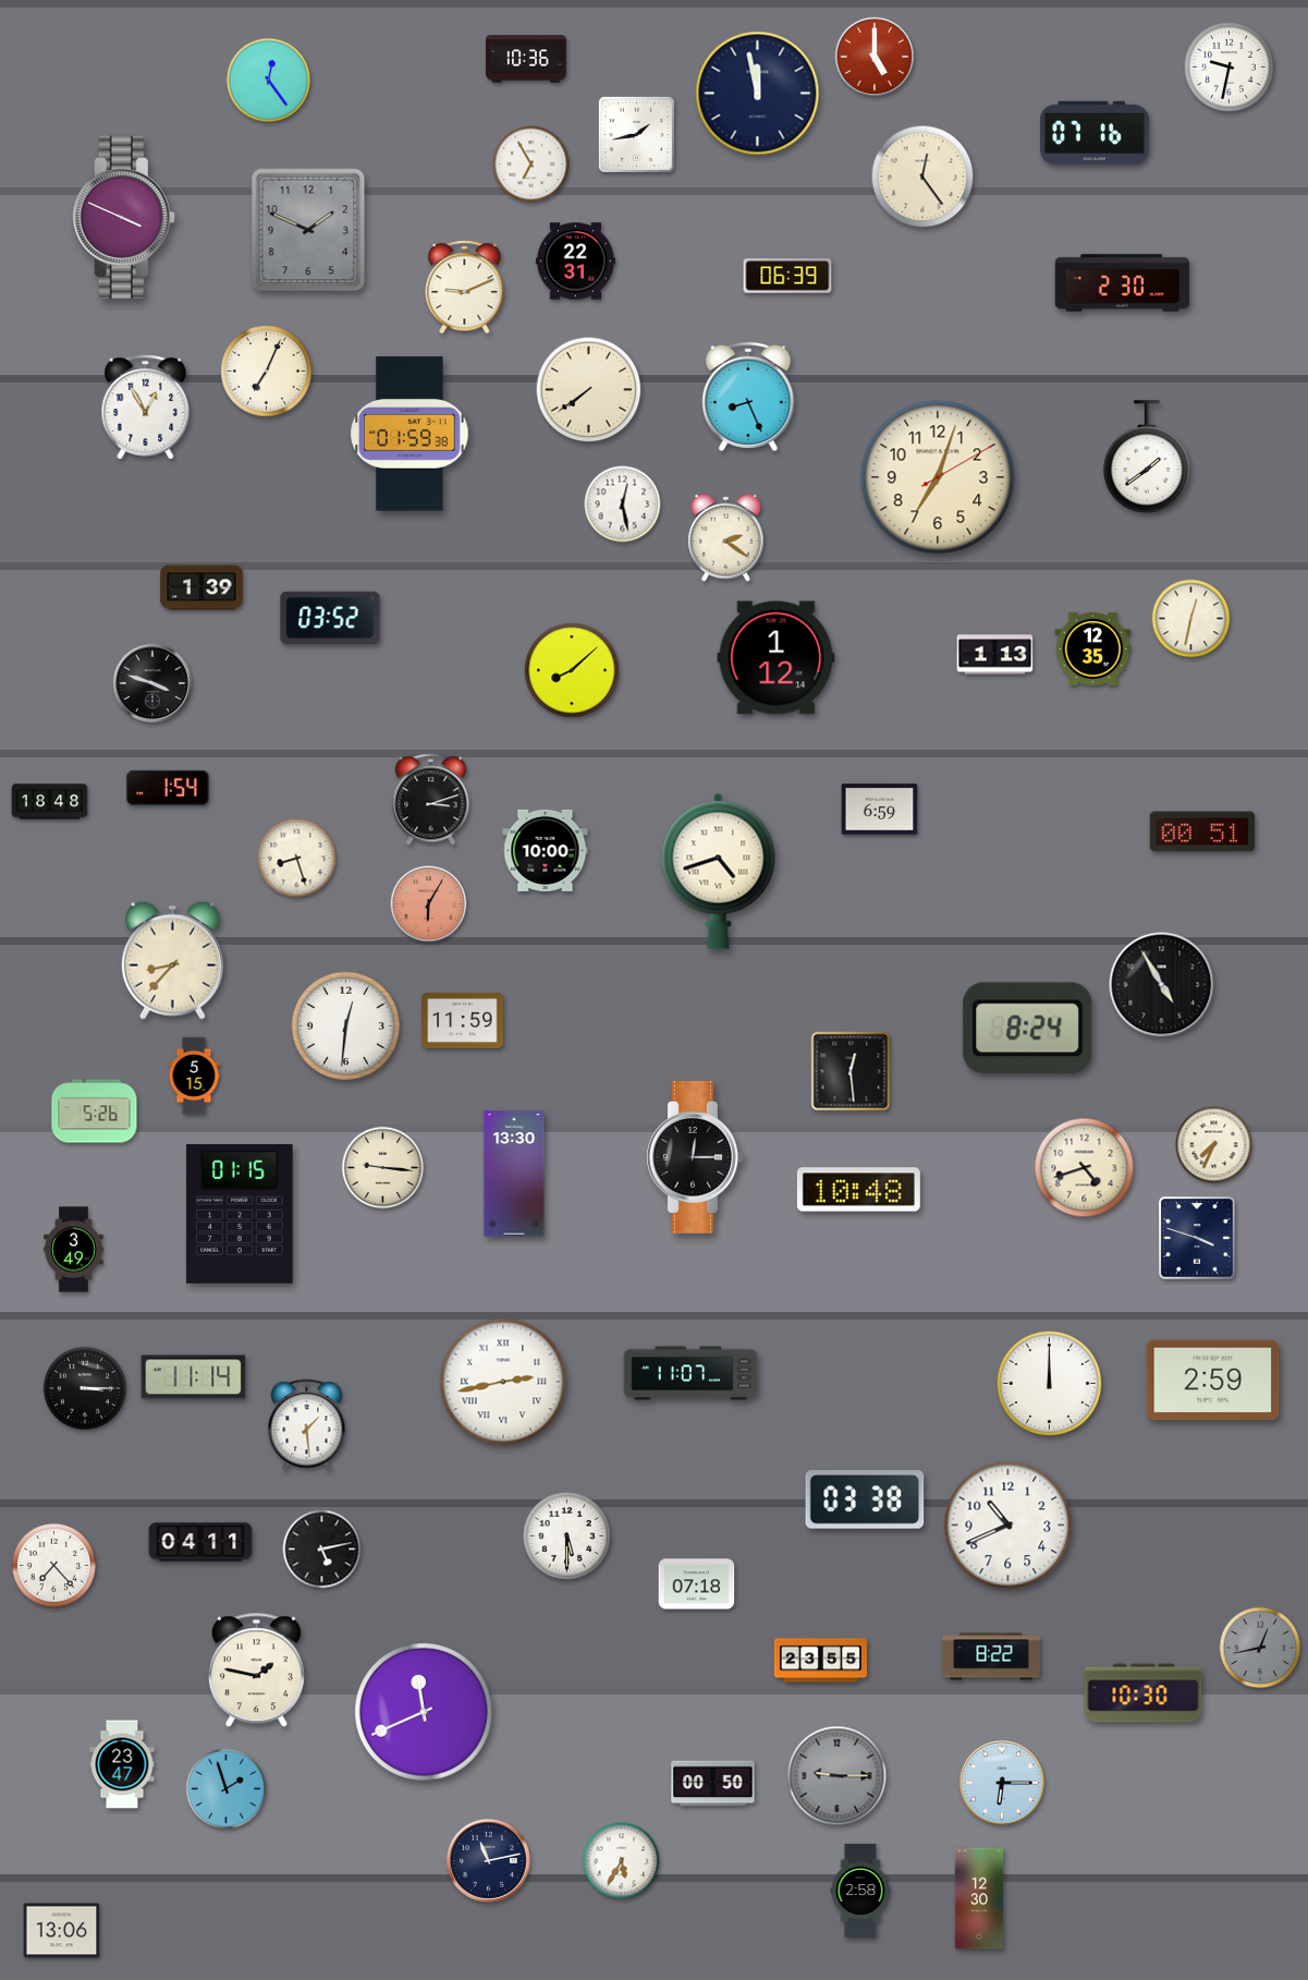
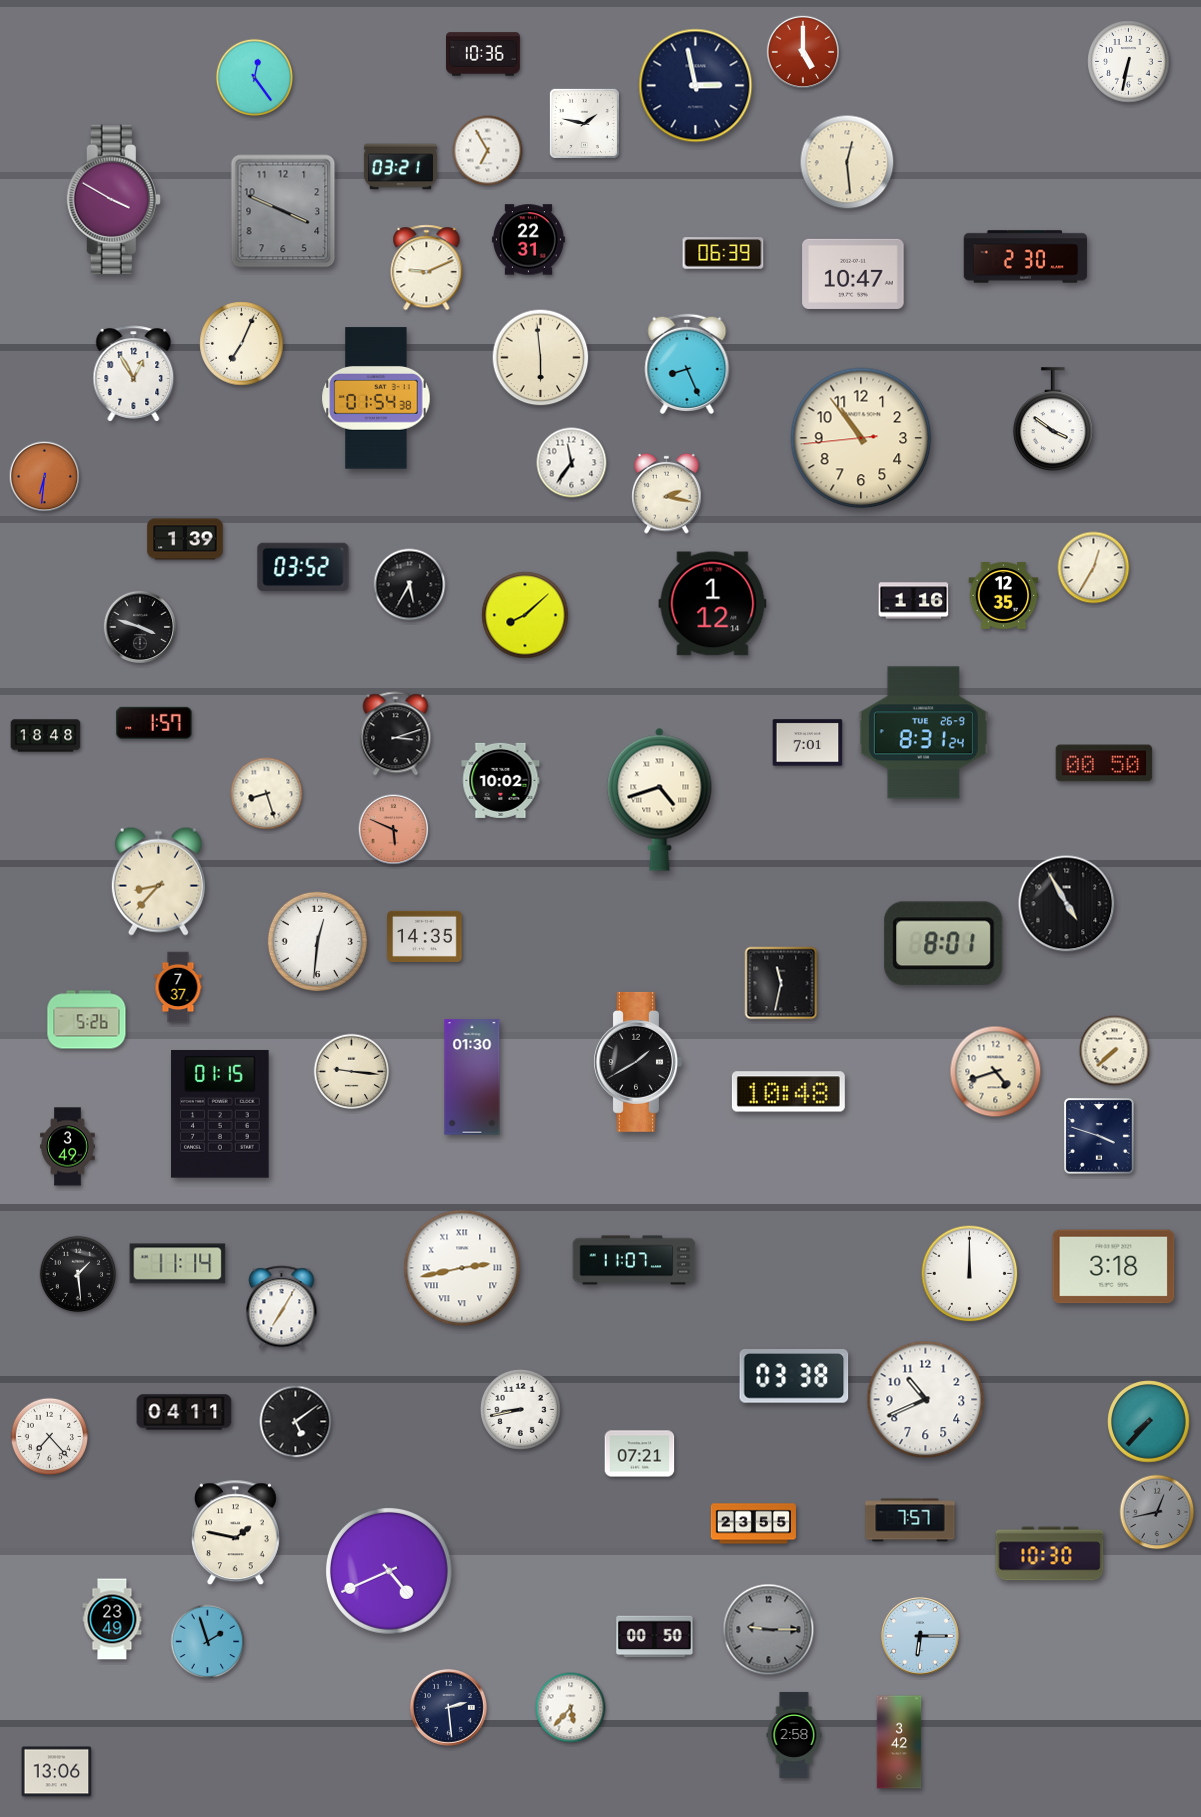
clock at (1230, 68): 9:32 -> 6:32
clock at (268, 80) position: (268, 80) -> (254, 77)
clock at (758, 94): 11:58 -> 2:58
clock at (1095, 133): 07:16 -> none
clock at (636, 134): 1:43 -> 1:47
clock at (922, 177): 12:24 -> 12:29
clock at (400, 167): none -> 03:21
clock at (123, 218): 3:49 -> 3:50
clock at (308, 230): 1:49 -> 3:49
clock at (1123, 283) position: (1123, 283) -> (1026, 257)
clock at (465, 288) position: (465, 288) -> (427, 268)
clock at (853, 274): none -> 10:47
clock at (267, 372) position: (267, 372) -> (242, 344)
clock at (589, 390): 7:39 -> 5:59
clock at (409, 434): 01:59 -> 01:54
clock at (1147, 457): 1:39 -> 3:51
clock at (938, 477): 7:03 -> 10:53
clock at (623, 505): 12:28 -> 11:36
clock at (45, 477): none -> 6:31
clock at (726, 537): 2:21 -> 2:17
clock at (1191, 619): 12:32 -> 12:35
clock at (410, 585): none -> 5:35
clock at (995, 655): 1:13 -> 1:16
clock at (168, 788): 1:54 -> 1:57
clock at (923, 733): none -> 8:31
clock at (880, 810): 6:59 -> 7:01
clock at (1202, 831): 00:51 -> 00:50
clock at (546, 850): 10:00 -> 10:02
clock at (297, 859) position: (297, 859) -> (267, 794)
clock at (429, 904): 6:05 -> 5:49
clock at (463, 1020): 11:59 -> 14:35
clock at (1028, 1029): 8:24 -> 8:01
clock at (851, 1071): 12:29 -> 11:32
clock at (194, 1076): 5:15 -> 7:37
clock at (1214, 1145): 7:34 -> 7:38
clock at (695, 1157): 12:15 -> 1:40
clock at (514, 1174): 13:30 -> 01:30
clock at (1213, 1381): 2:59 -> 3:18
clock at (1050, 1384) position: (1050, 1384) -> (970, 1274)
clock at (85, 1388): 3:15 -> 1:29
clock at (307, 1425): 1:29 -> 7:05
clock at (566, 1535): 5:30 -> 8:43
clock at (200, 1542) position: (200, 1542) -> (184, 1412)
clock at (322, 1550): 5:13 -> 5:09
clock at (1149, 1422): none -> 7:37
clock at (697, 1584): 07:18 -> 07:21
clock at (991, 1656): 8:22 -> 7:57
clock at (424, 1712): 11:41 -> 4:41
clock at (122, 1764): 23:47 -> 23:49
clock at (488, 1860): 11:13 -> 2:29
clock at (622, 1861): 5:35 -> 5:37
clock at (860, 1891) position: (860, 1891) -> (794, 1735)
clock at (979, 1898): 12:30 -> 3:42
